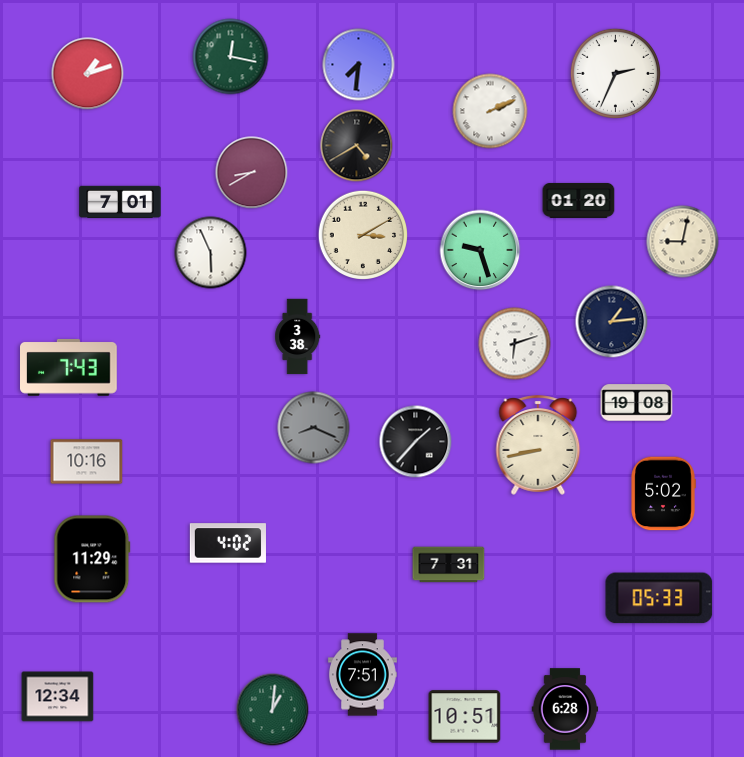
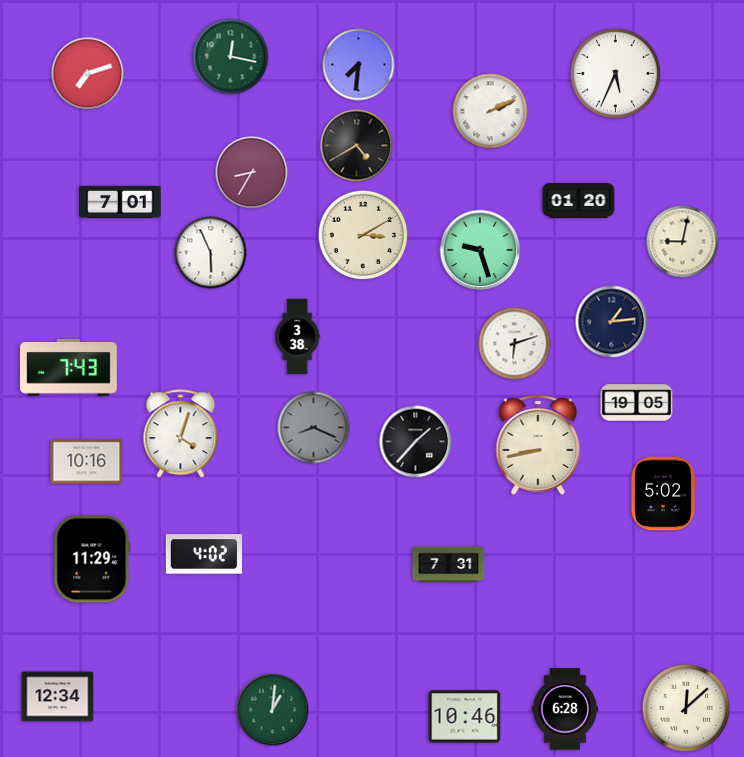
clock at (615, 73): 2:34 -> 5:34
clock at (88, 74): 1:12 -> 7:12
clock at (252, 173): 8:40 -> 8:35
clock at (637, 403): 19:08 -> 19:05
clock at (181, 434): none -> 4:03
clock at (227, 543) position: (227, 543) -> (203, 554)
clock at (659, 598): 05:33 -> none
clock at (362, 675): 7:51 -> none
clock at (686, 708): none -> 12:08
clock at (465, 717): 10:51 -> 10:46
